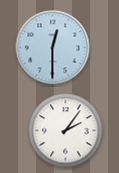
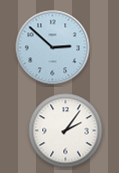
clock at (53, 48): 12:30 -> 2:52
